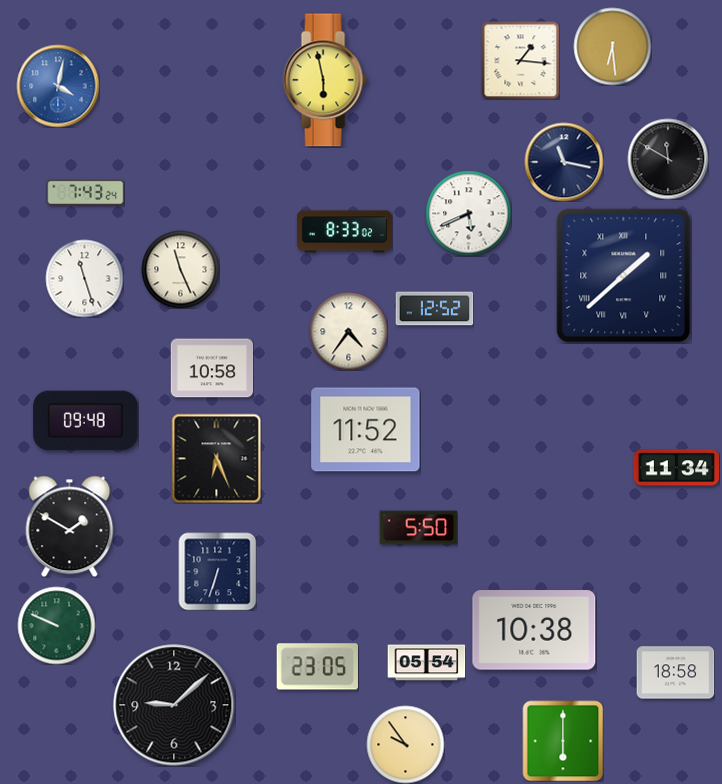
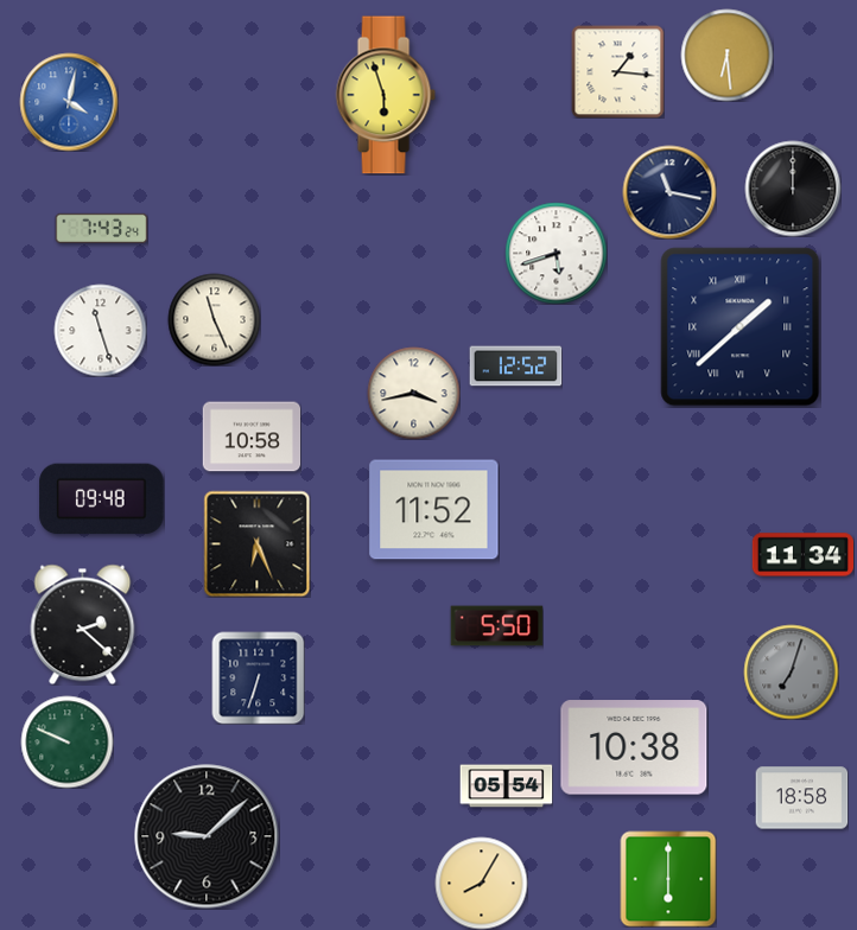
clock at (325, 80): 5:58 -> 5:57
clock at (668, 159): 11:50 -> 12:00
clock at (468, 213): 5:41 -> 5:42
clock at (344, 232): 8:33 -> none
clock at (348, 331): 4:36 -> 3:43
clock at (70, 526): 1:50 -> 2:22
clock at (791, 671): none -> 7:03
clock at (317, 667): 23:05 -> none
clock at (405, 744): 9:54 -> 8:05
